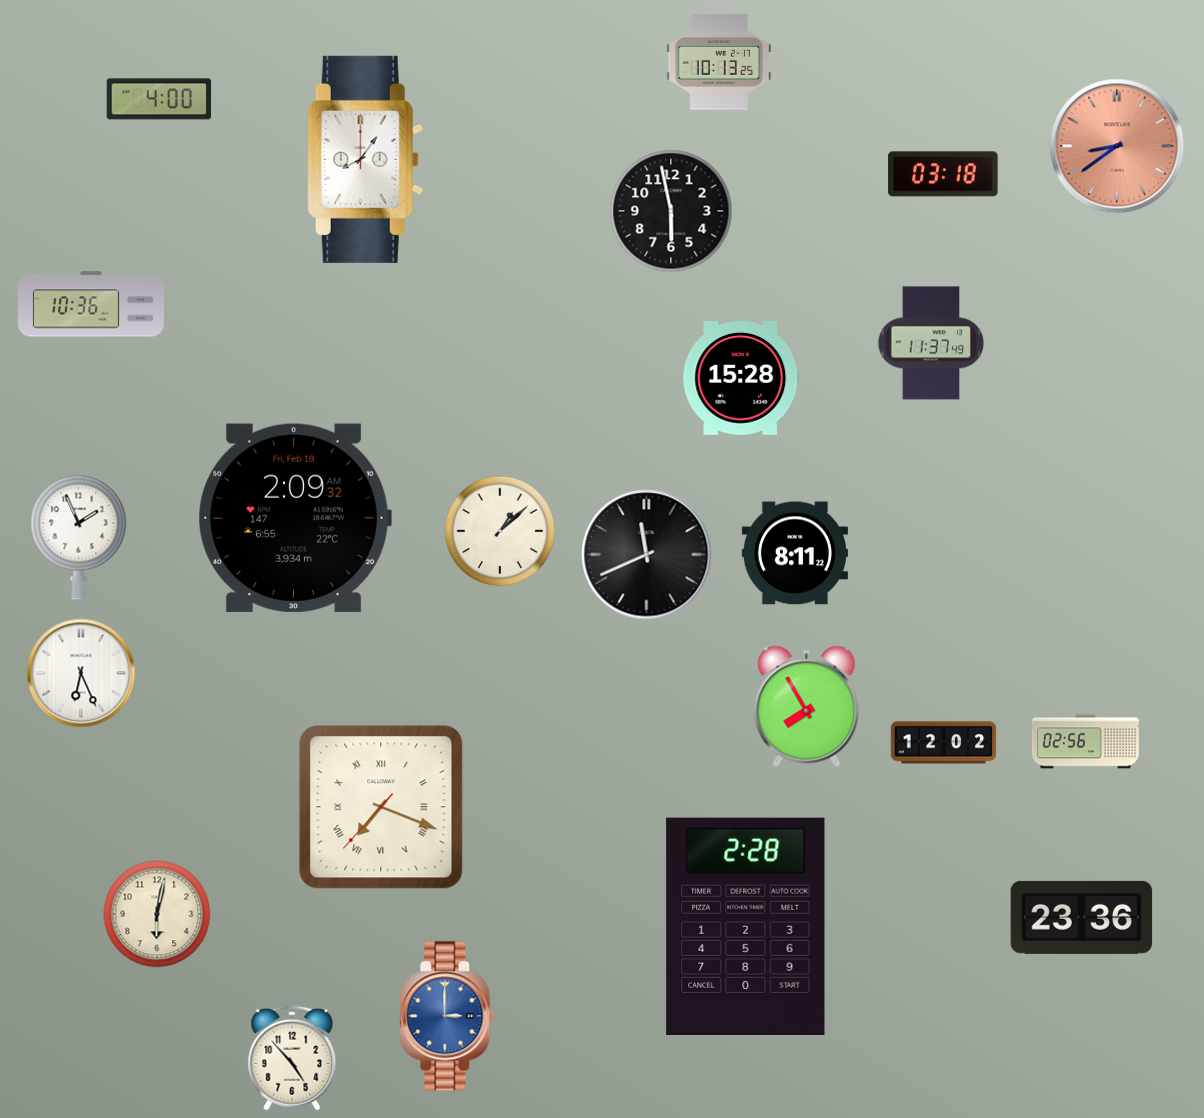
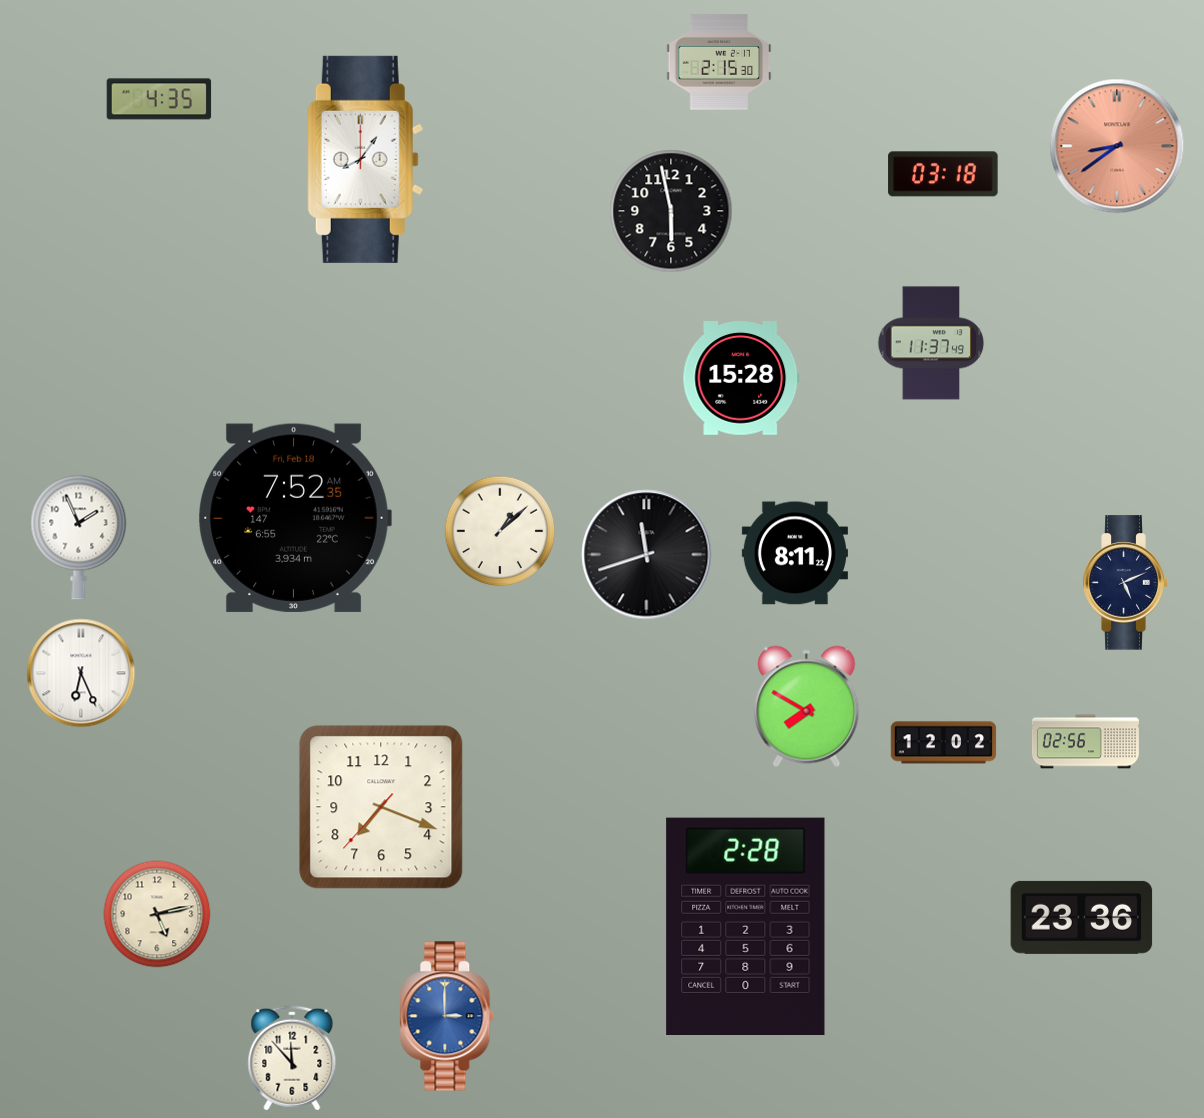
clock at (719, 62): 10:13 -> 2:15
clock at (159, 99): 4:00 -> 4:35
clock at (91, 304): 10:36 -> none
clock at (295, 518): 2:09 -> 7:52
clock at (647, 555): 11:41 -> 11:42
clock at (1125, 583): none -> 5:11
clock at (807, 707): 7:55 -> 7:50
clock at (381, 807) numerals: Roman -> Arabic
clock at (157, 914): 6:02 -> 5:13
clock at (292, 1058): 4:53 -> 11:53
